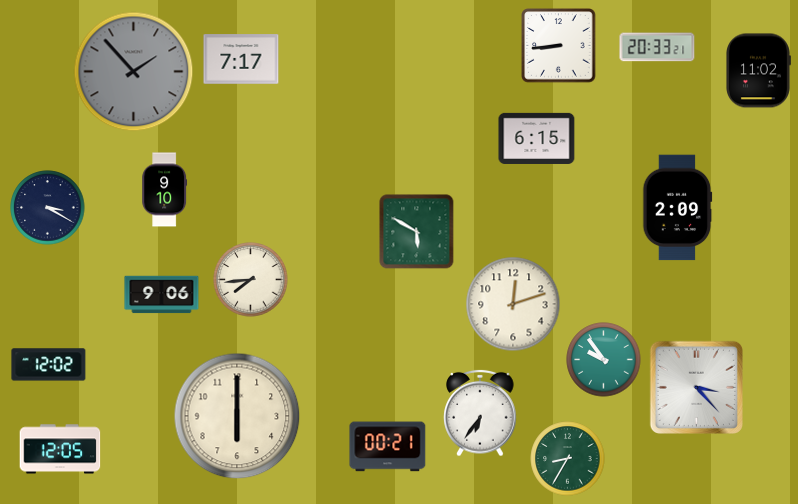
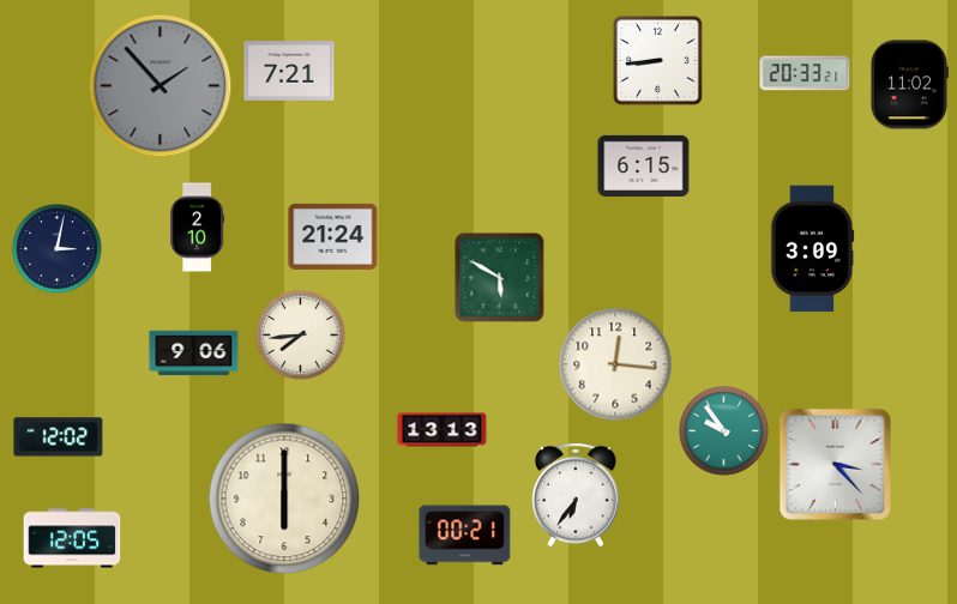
clock at (559, 46) position: (559, 46) -> (658, 61)
clock at (657, 47) position: (657, 47) -> (805, 73)
clock at (241, 59): 7:17 -> 7:21
clock at (165, 190): 9:10 -> 2:10
clock at (333, 236): none -> 21:24
clock at (48, 208): 3:20 -> 3:02
clock at (678, 208): 2:09 -> 3:09
clock at (513, 304): 12:12 -> 12:16
clock at (443, 430): none -> 13:13
clock at (568, 459): 8:35 -> none
